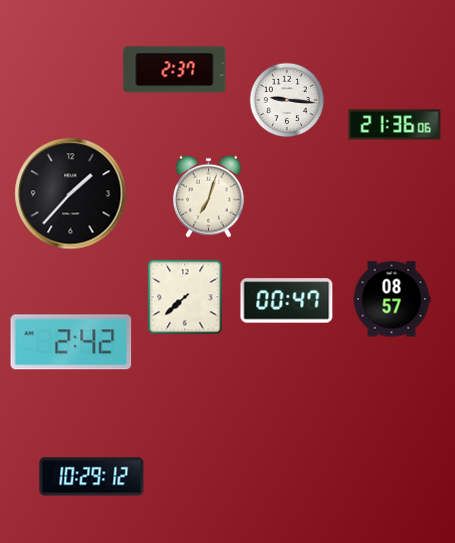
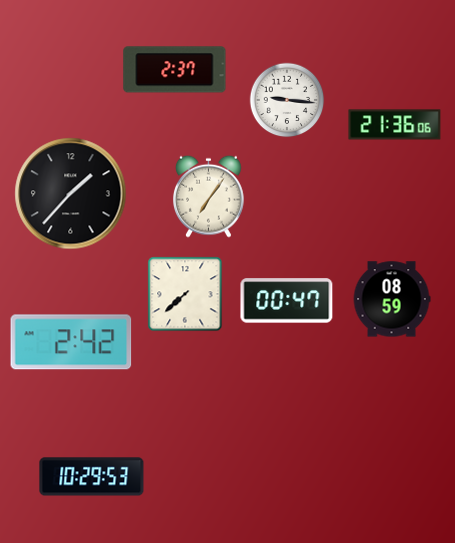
clock at (209, 196): 7:03 -> 7:06
clock at (185, 297) position: (185, 297) -> (185, 294)
clock at (392, 299): 08:57 -> 08:59
clock at (92, 477): 10:29:12 -> 10:29:53
